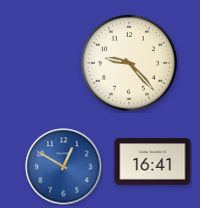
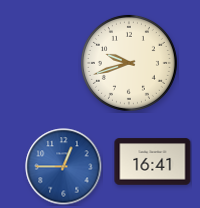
clock at (129, 63): 9:23 -> 9:42
clock at (64, 167): 12:50 -> 12:45
